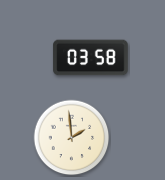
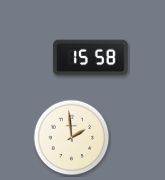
clock at (91, 58): 03:58 -> 15:58
